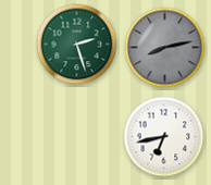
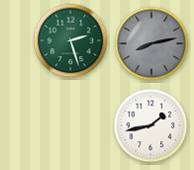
clock at (164, 137): 6:43 -> 1:43
